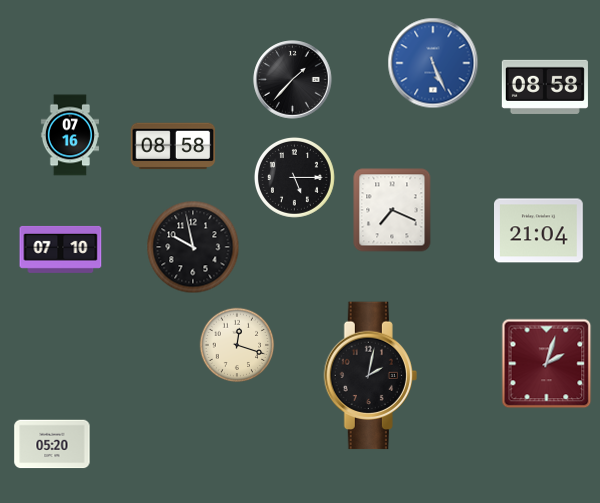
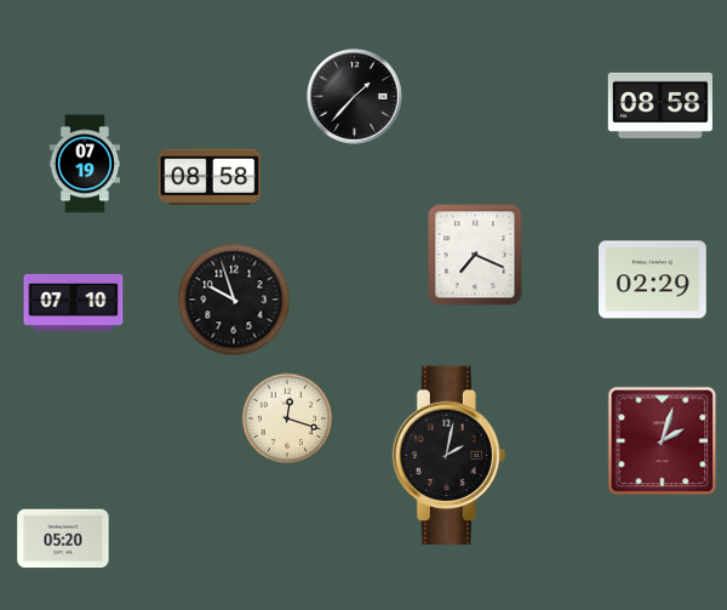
clock at (433, 63): 5:26 -> none
clock at (69, 135): 07:16 -> 07:19
clock at (294, 177): 5:15 -> none
clock at (539, 231): 21:04 -> 02:29
clock at (193, 247): 9:58 -> 9:57
